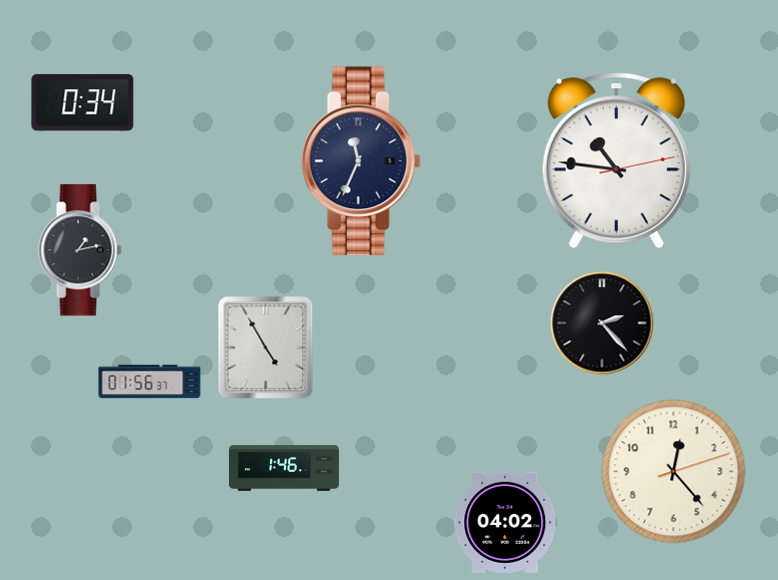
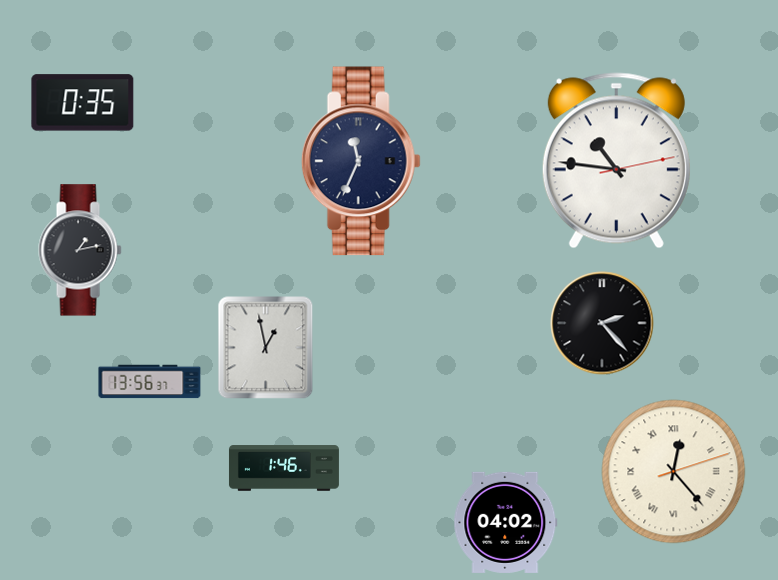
clock at (83, 103): 0:34 -> 0:35
clock at (266, 348): 4:55 -> 12:58
clock at (150, 382): 01:56 -> 13:56
clock at (674, 472) numerals: Arabic -> Roman
